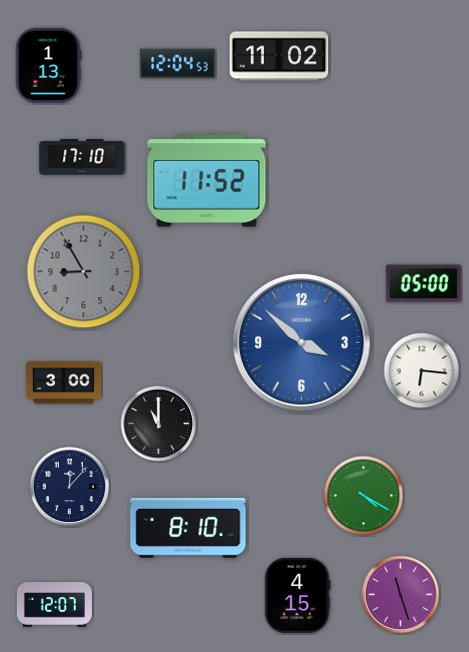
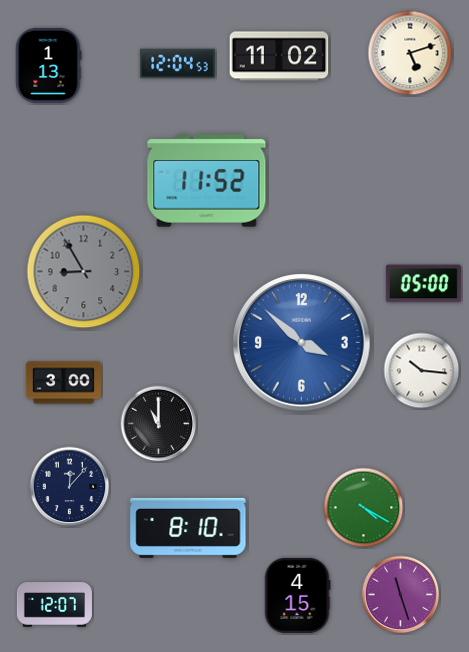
clock at (410, 53): none -> 5:12
clock at (82, 157): 17:10 -> none
clock at (422, 371): 6:16 -> 10:16
clock at (364, 496) position: (364, 496) -> (364, 508)
